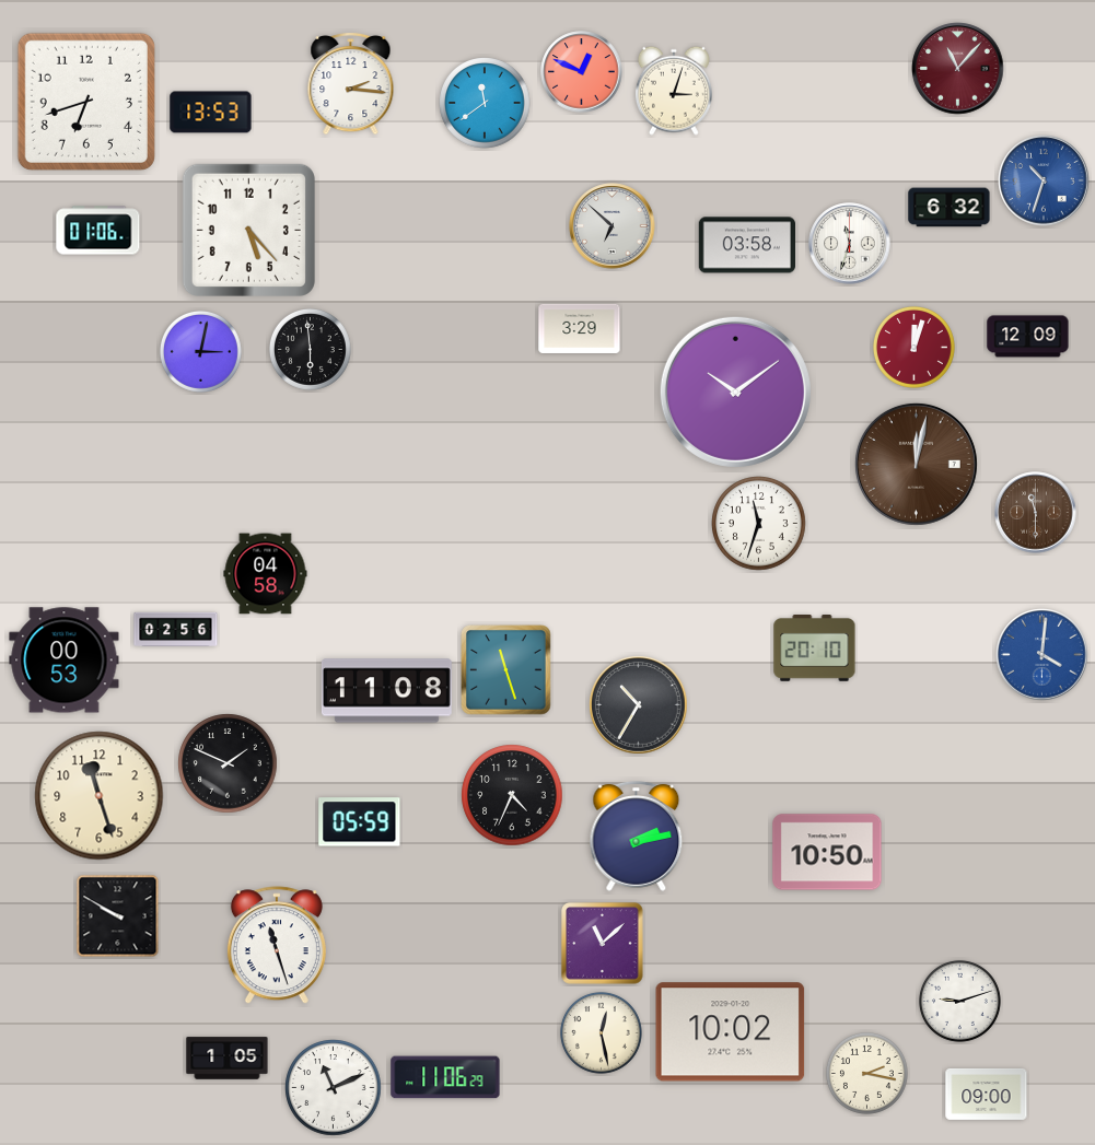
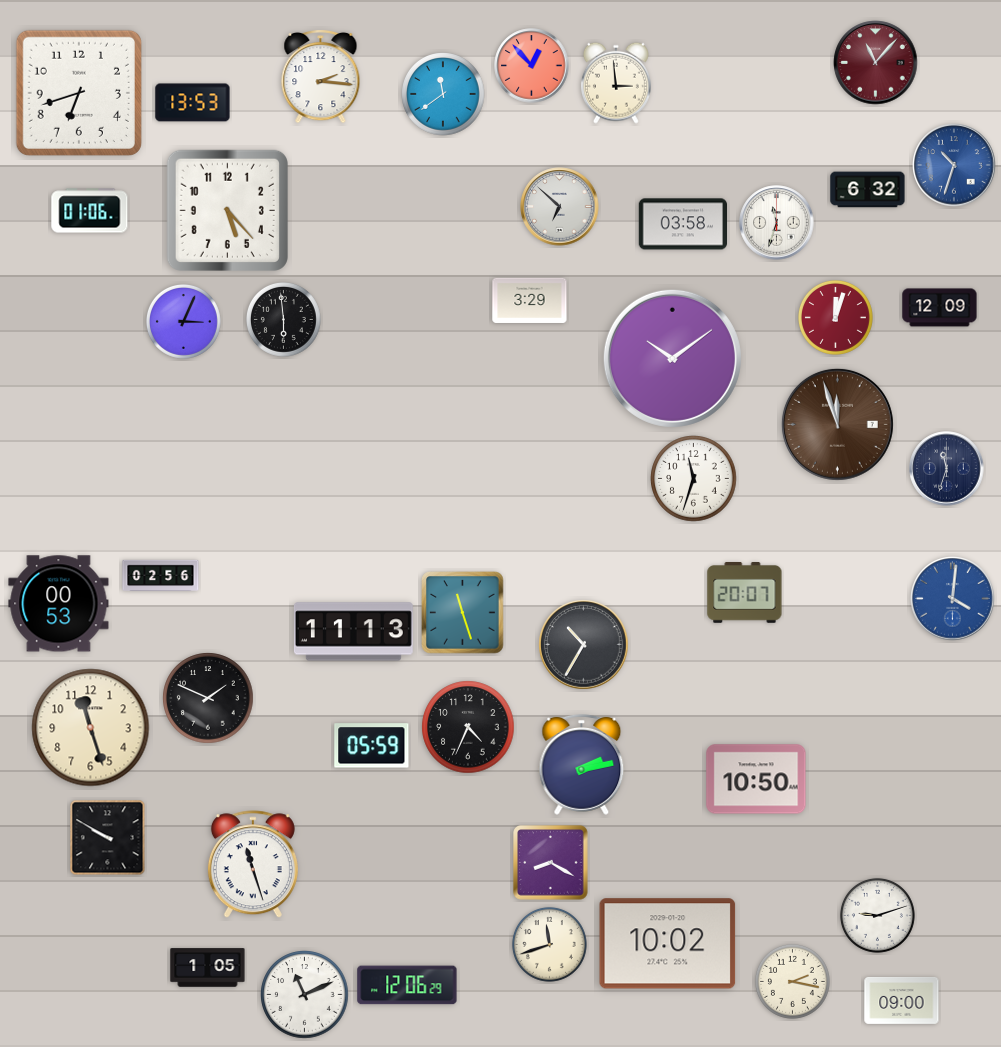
clock at (582, 72): 12:49 -> 12:53
clock at (674, 91): 3:03 -> 2:59
clock at (200, 351): 3:02 -> 3:04
clock at (916, 464): 12:02 -> 11:57
clock at (1036, 513): 11:30 -> 11:33
clock at (1036, 513) dial: brown -> navy
clock at (266, 574): 04:58 -> none
clock at (815, 649): 20:10 -> 20:07
clock at (386, 691): 11:08 -> 11:13
clock at (360, 822) position: (360, 822) -> (372, 746)
clock at (603, 944): 11:08 -> 8:20
clock at (601, 1032): 12:28 -> 11:42
clock at (445, 1077): 11:06 -> 12:06
